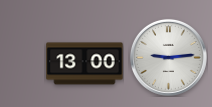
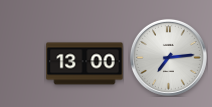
clock at (168, 57): 9:14 -> 7:14
